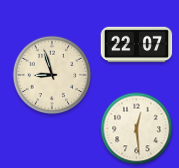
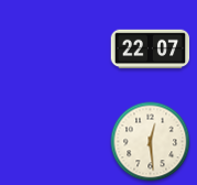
clock at (52, 75): 8:57 -> none
